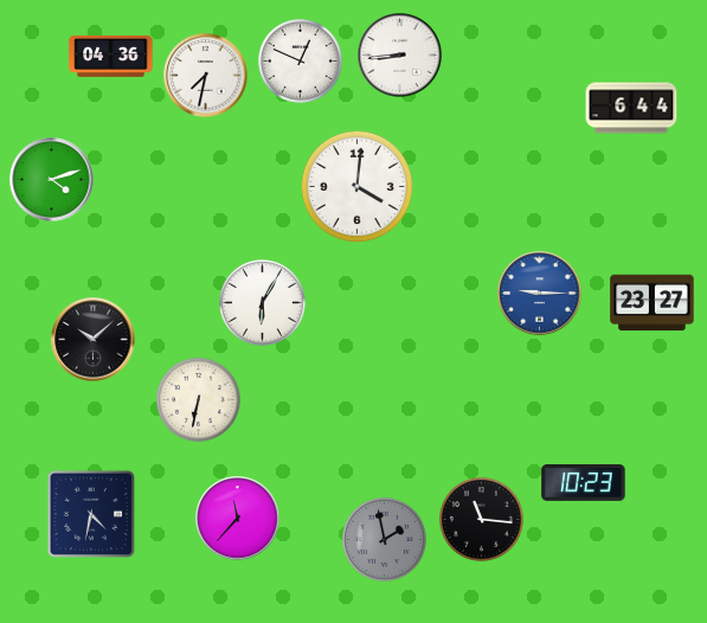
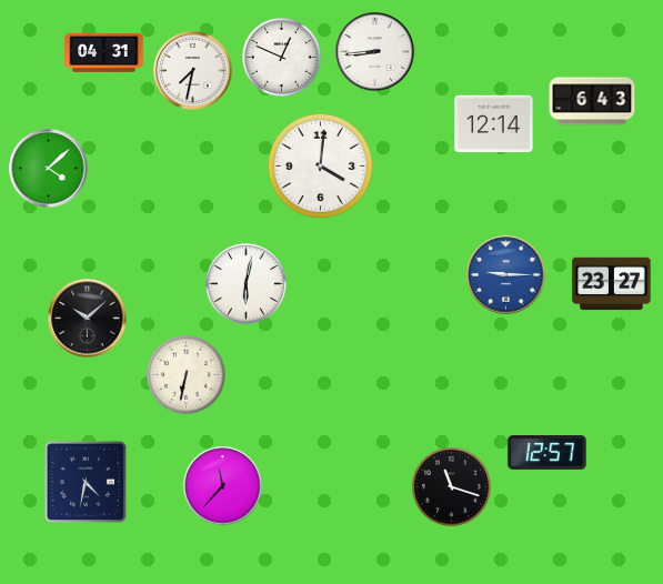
clock at (111, 56): 04:36 -> 04:31
clock at (631, 108): 6:44 -> 6:43
clock at (494, 124): none -> 12:14
clock at (52, 180): 4:12 -> 4:08
clock at (358, 187) position: (358, 187) -> (321, 167)
clock at (263, 303): 6:05 -> 6:02
clock at (584, 483): 10:23 -> 12:57
clock at (481, 519): 11:16 -> 11:18
clock at (384, 539): 1:58 -> none
